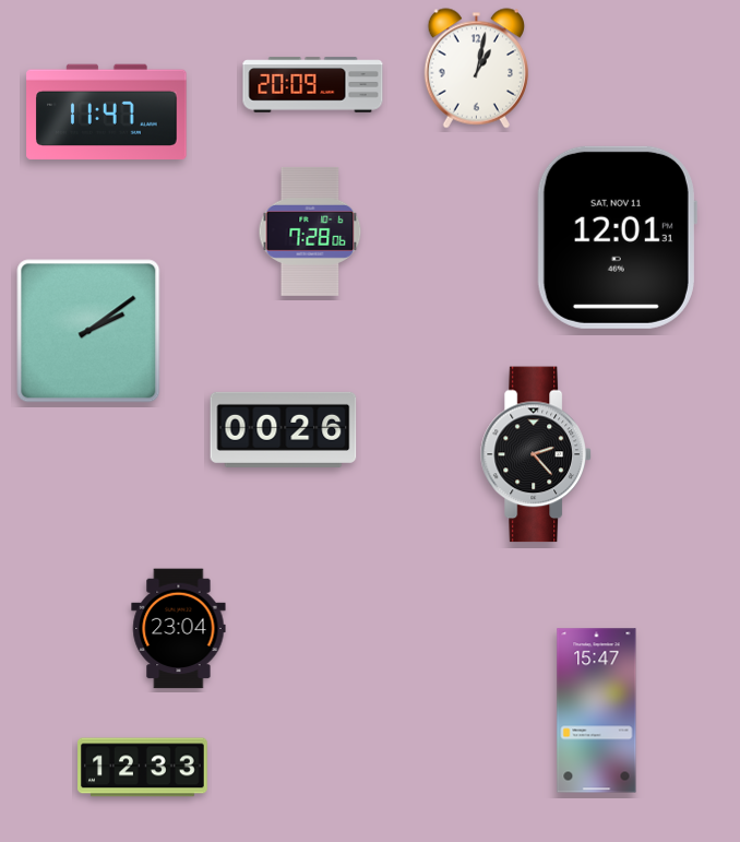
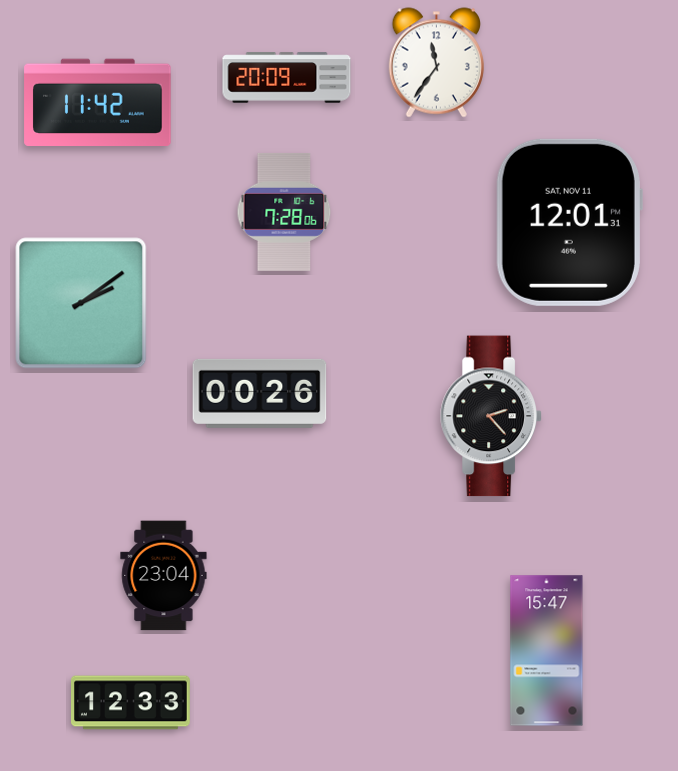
clock at (476, 69): 1:02 -> 11:36
clock at (107, 112): 11:47 -> 11:42
clock at (617, 237) position: (617, 237) -> (569, 222)
